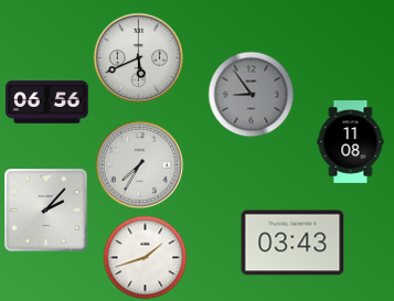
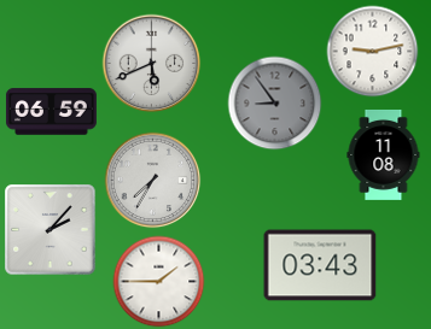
clock at (373, 52): none -> 9:13
clock at (46, 103): 06:56 -> 06:59
clock at (146, 258): 1:42 -> 1:45
